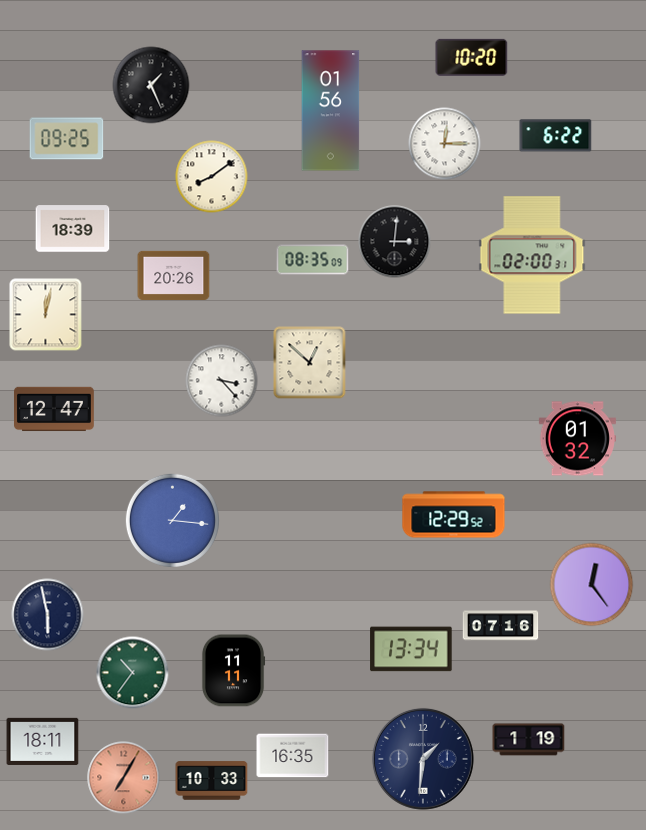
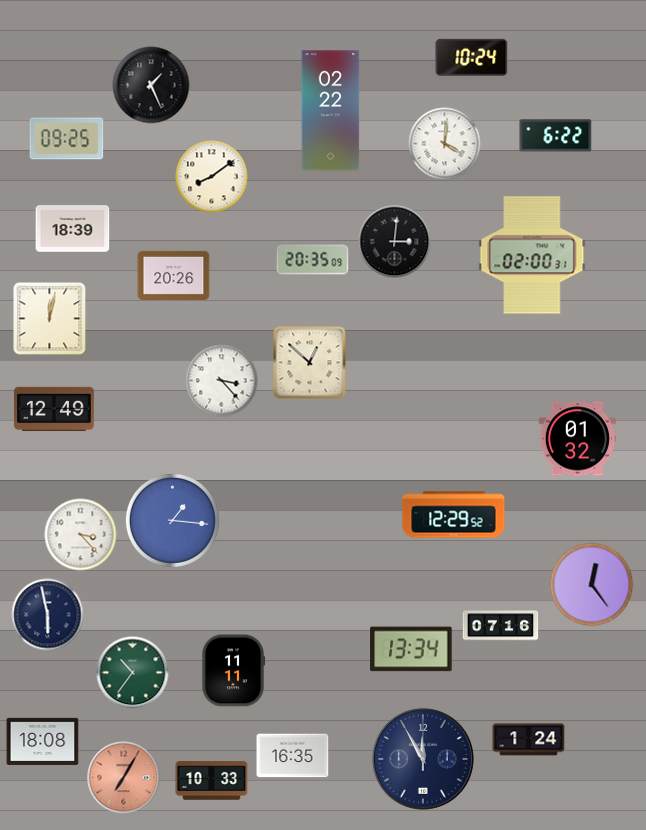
clock at (472, 57): 10:20 -> 10:24
clock at (331, 111): 01:56 -> 02:22
clock at (445, 144): 12:15 -> 4:01
clock at (313, 260): 08:35 -> 20:35
clock at (46, 315) position: (46, 315) -> (50, 319)
clock at (54, 409): 12:47 -> 12:49
clock at (81, 535): none -> 3:23
clock at (529, 740): 1:19 -> 1:24
clock at (43, 741): 18:11 -> 18:08
clock at (423, 759): 1:31 -> 11:55
